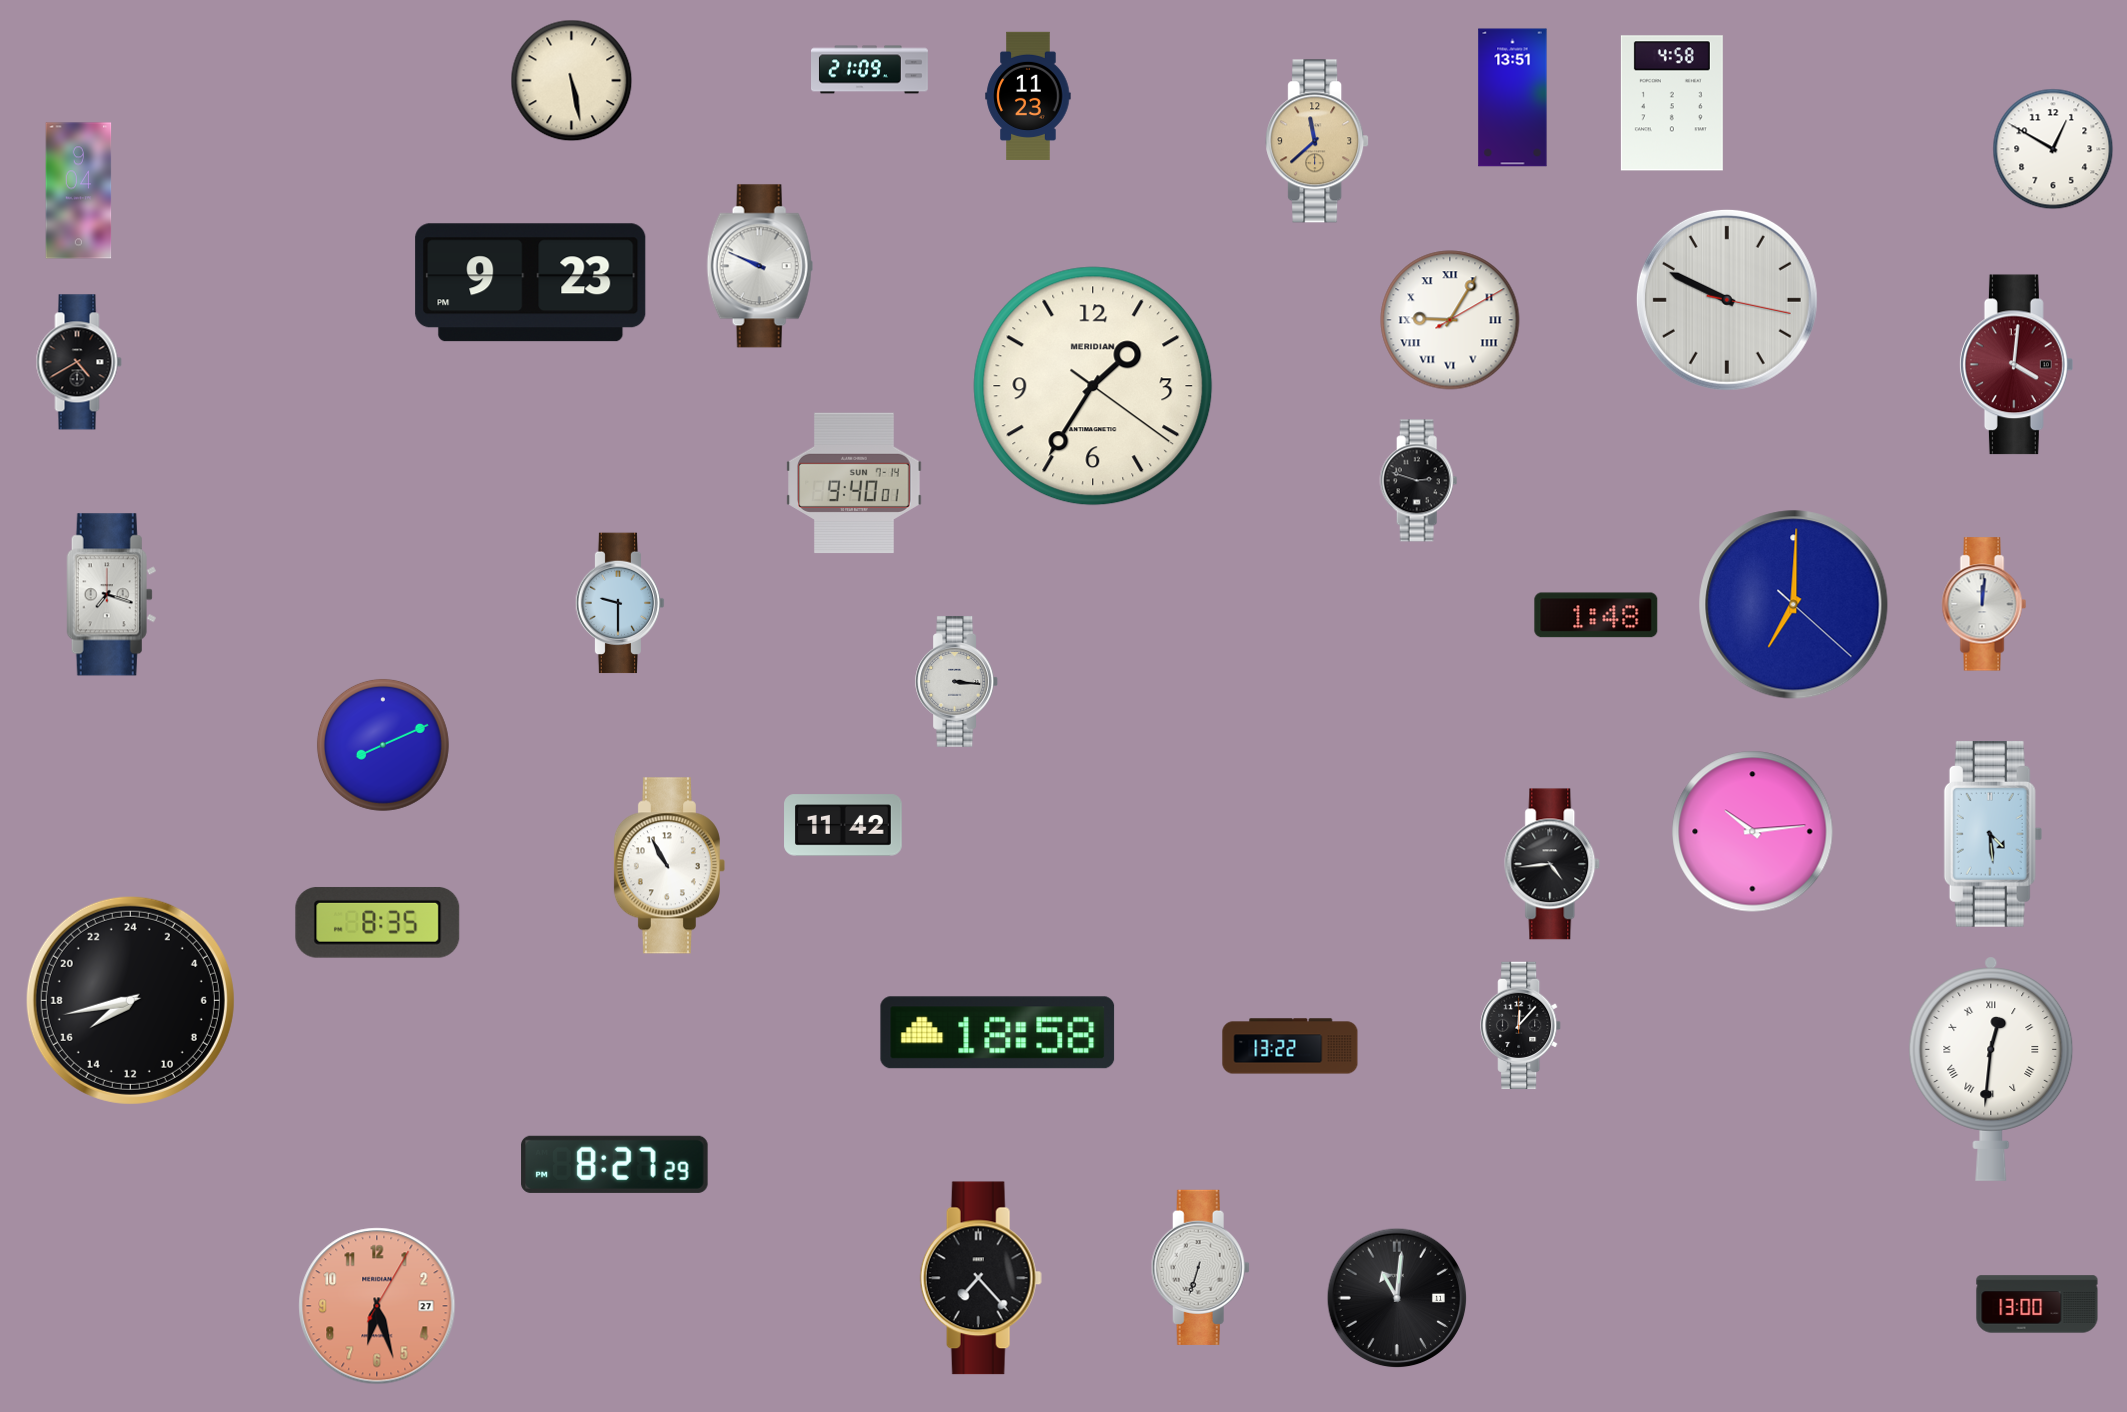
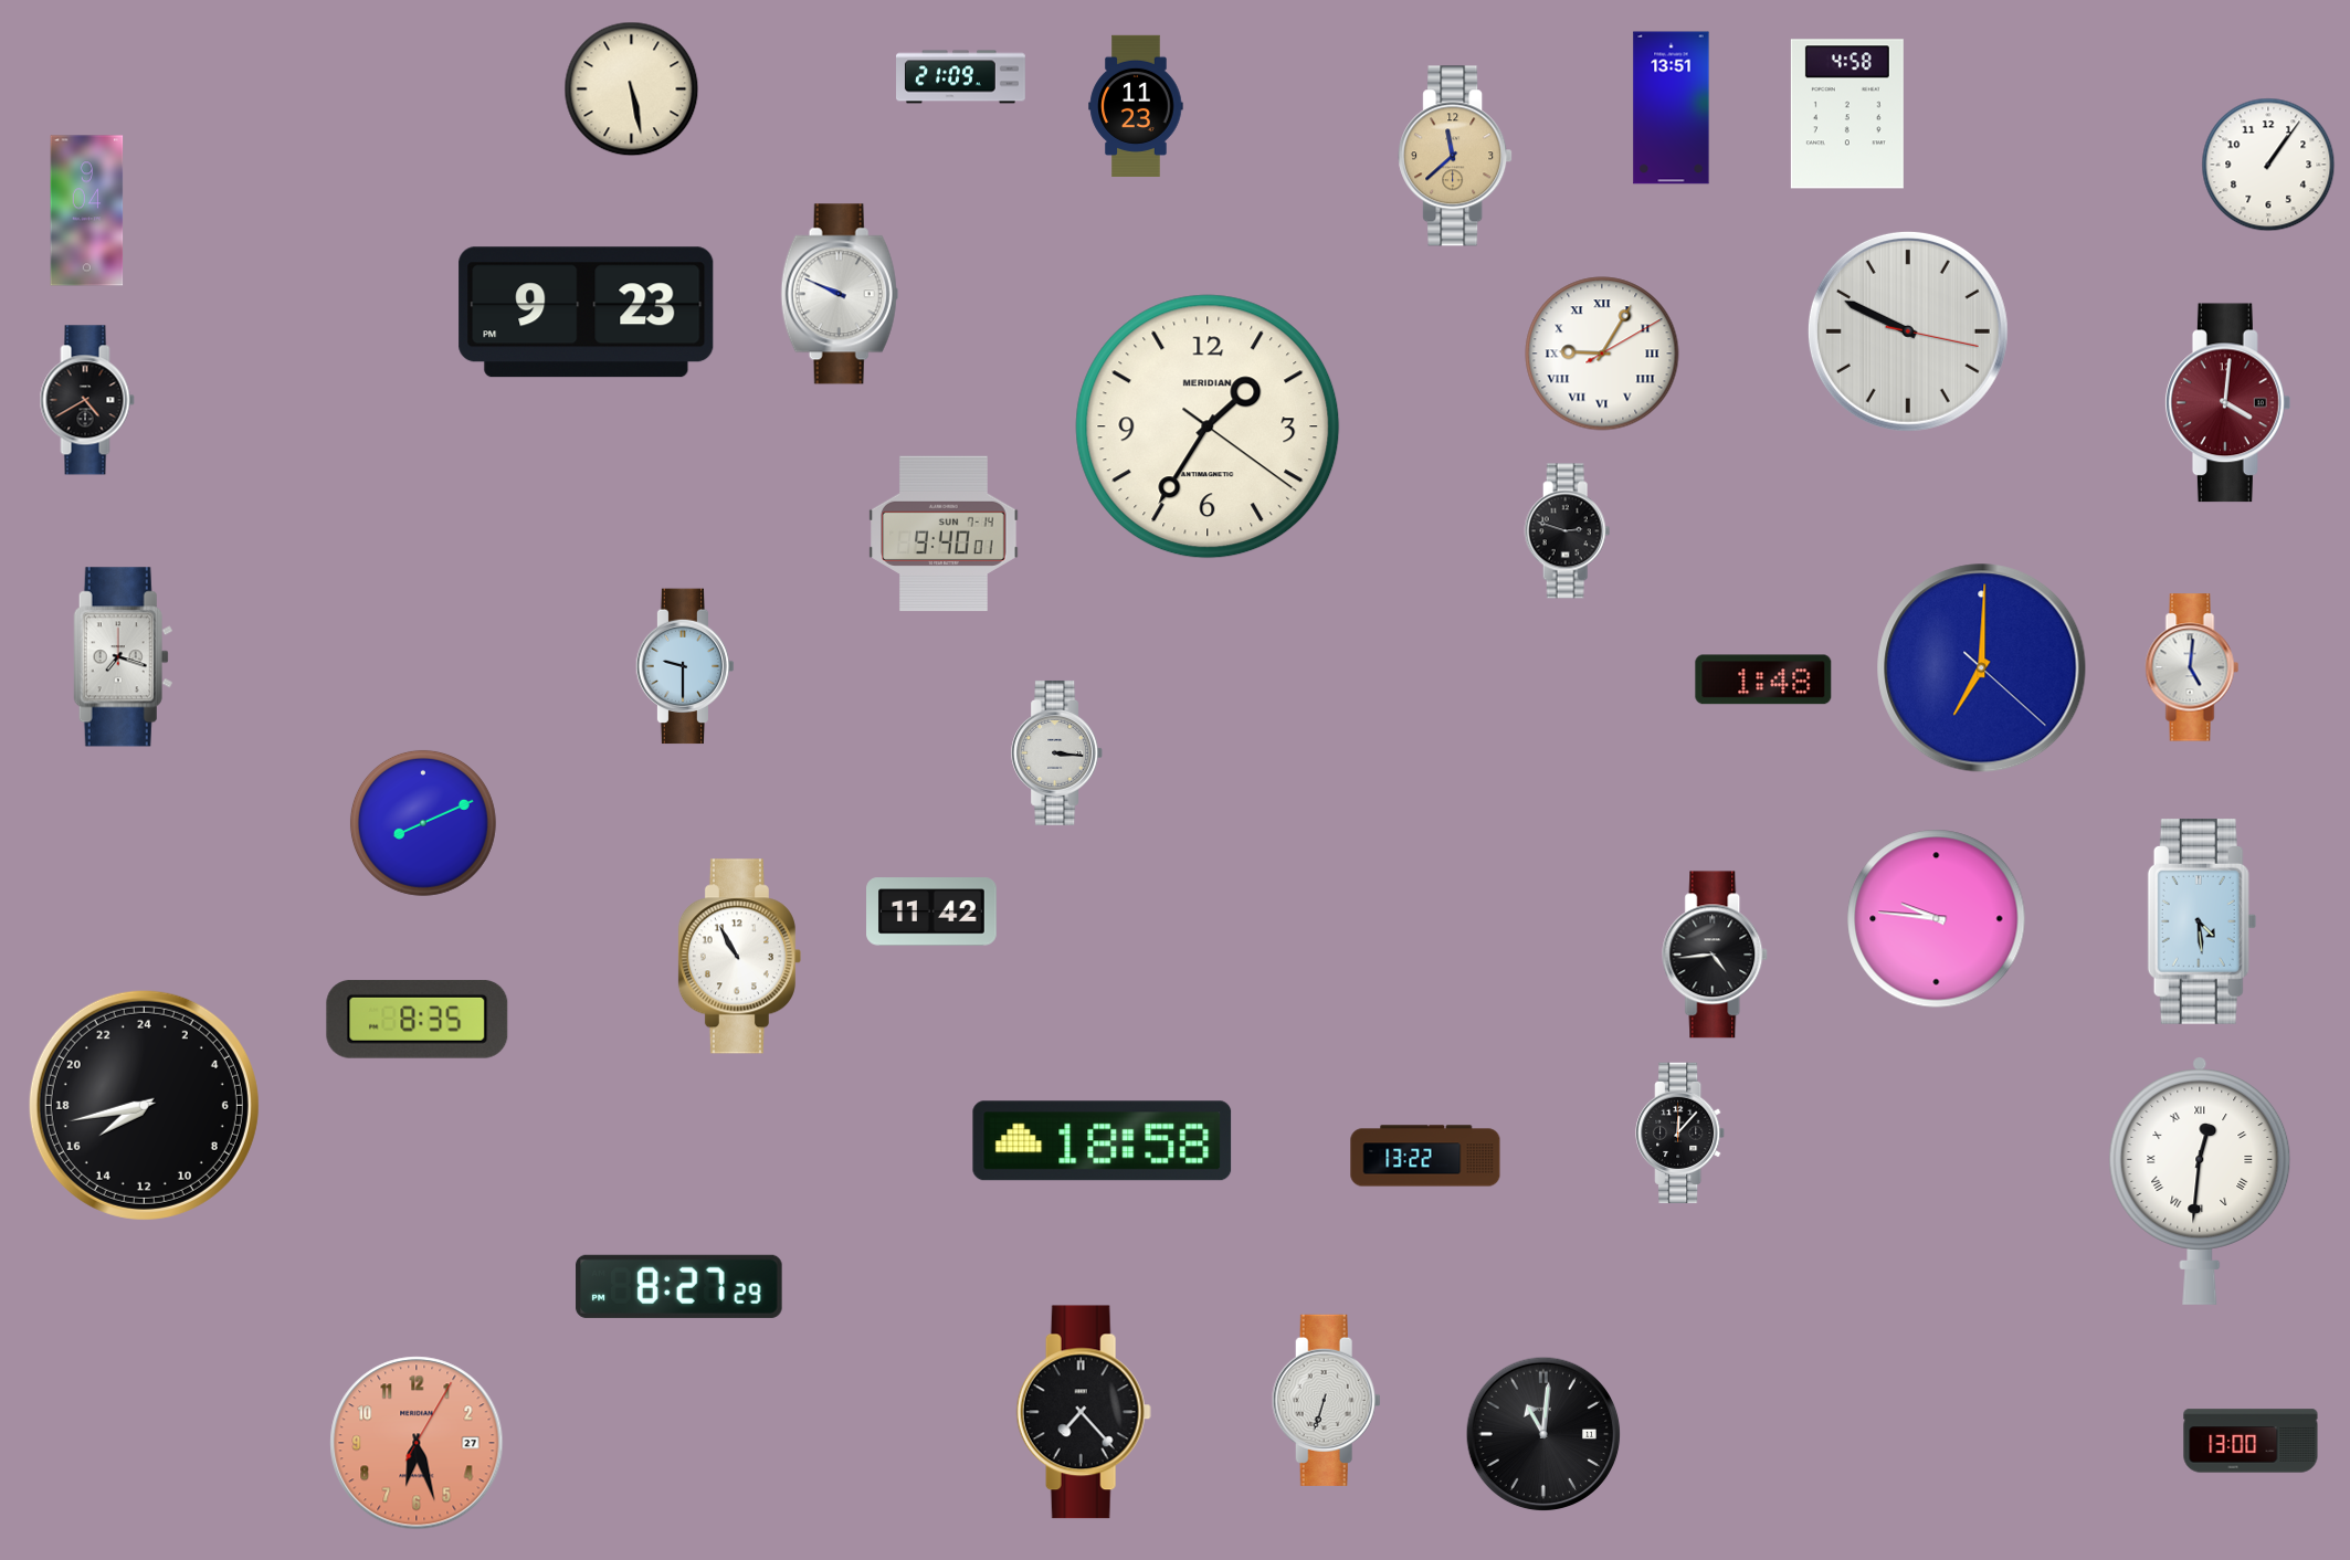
clock at (2053, 149): 12:50 -> 1:06
clock at (1984, 604): 12:01 -> 5:01
clock at (1753, 832): 10:14 -> 9:46
